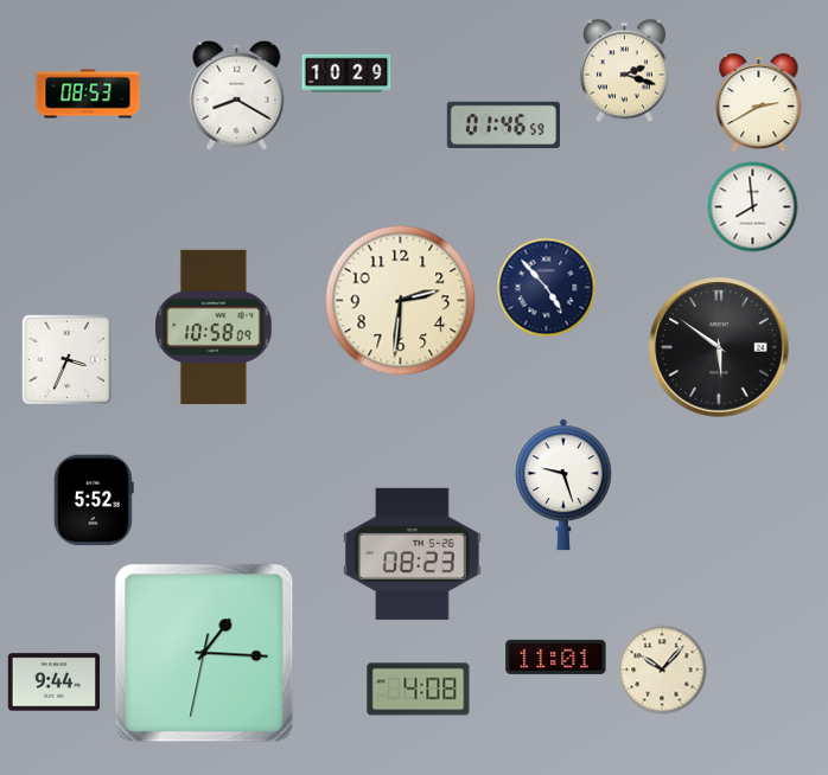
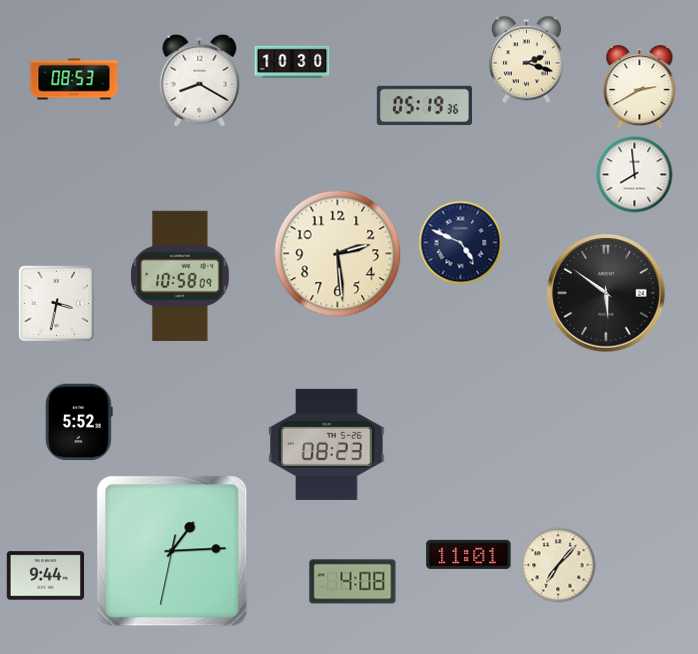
clock at (346, 73): 10:29 -> 10:30
clock at (503, 126): 01:46 -> 05:19
clock at (547, 288): 4:53 -> 4:49
clock at (401, 301): 2:31 -> 2:29
clock at (66, 359): 3:34 -> 3:32
clock at (563, 485): 9:27 -> none
clock at (413, 553) position: (413, 553) -> (327, 444)
clock at (204, 653): 1:15 -> 1:14
clock at (662, 670): 10:07 -> 7:07
